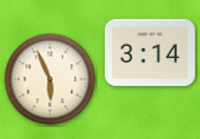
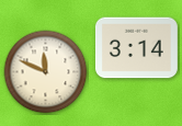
clock at (51, 80): 5:56 -> 11:49
